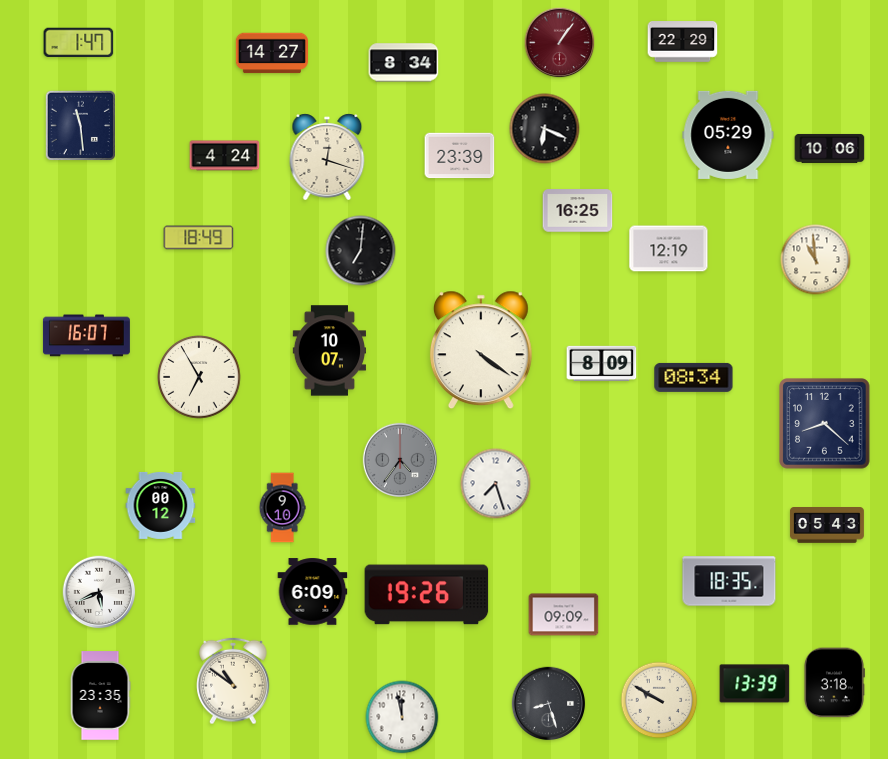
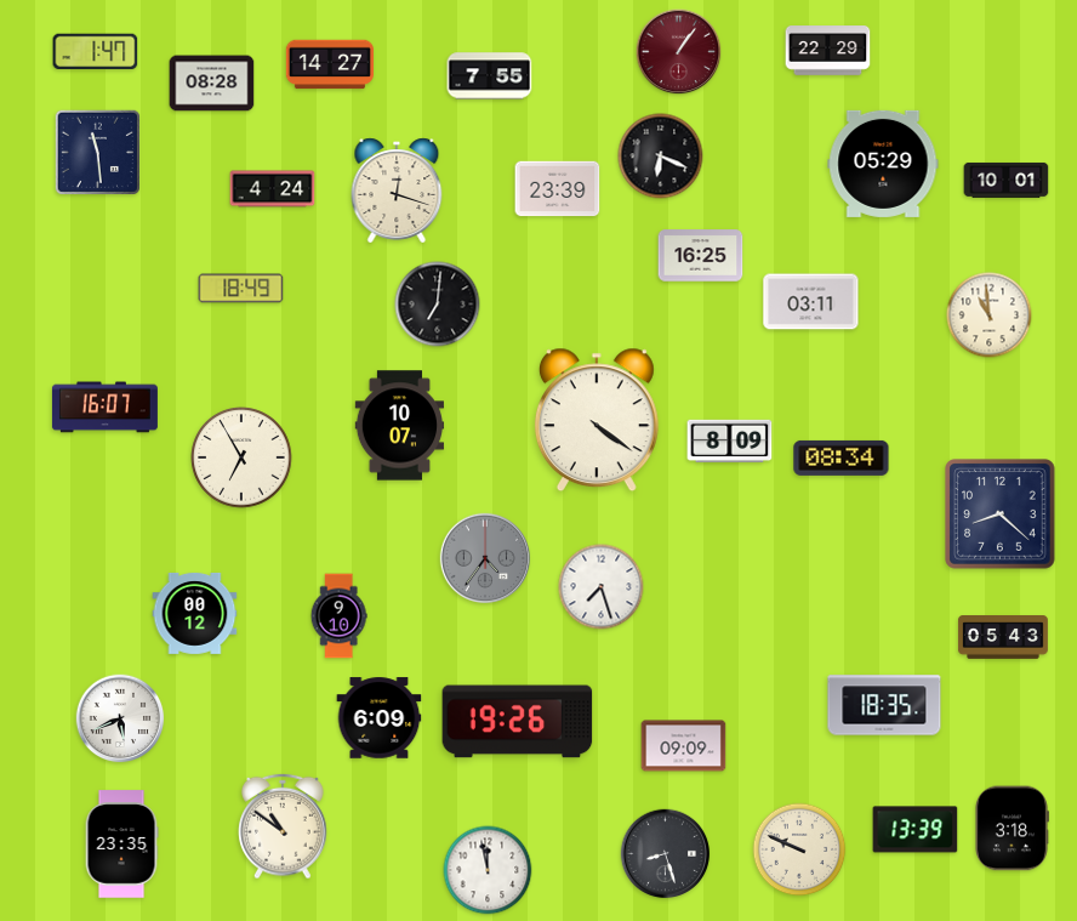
clock at (404, 63): 8:34 -> 7:55
clock at (212, 84): none -> 08:28
clock at (830, 148): 10:06 -> 10:01
clock at (669, 249): 12:19 -> 03:11
clock at (481, 350) position: (481, 350) -> (597, 420)
clock at (282, 508) position: (282, 508) -> (338, 616)
clock at (659, 700): 9:50 -> 9:49
